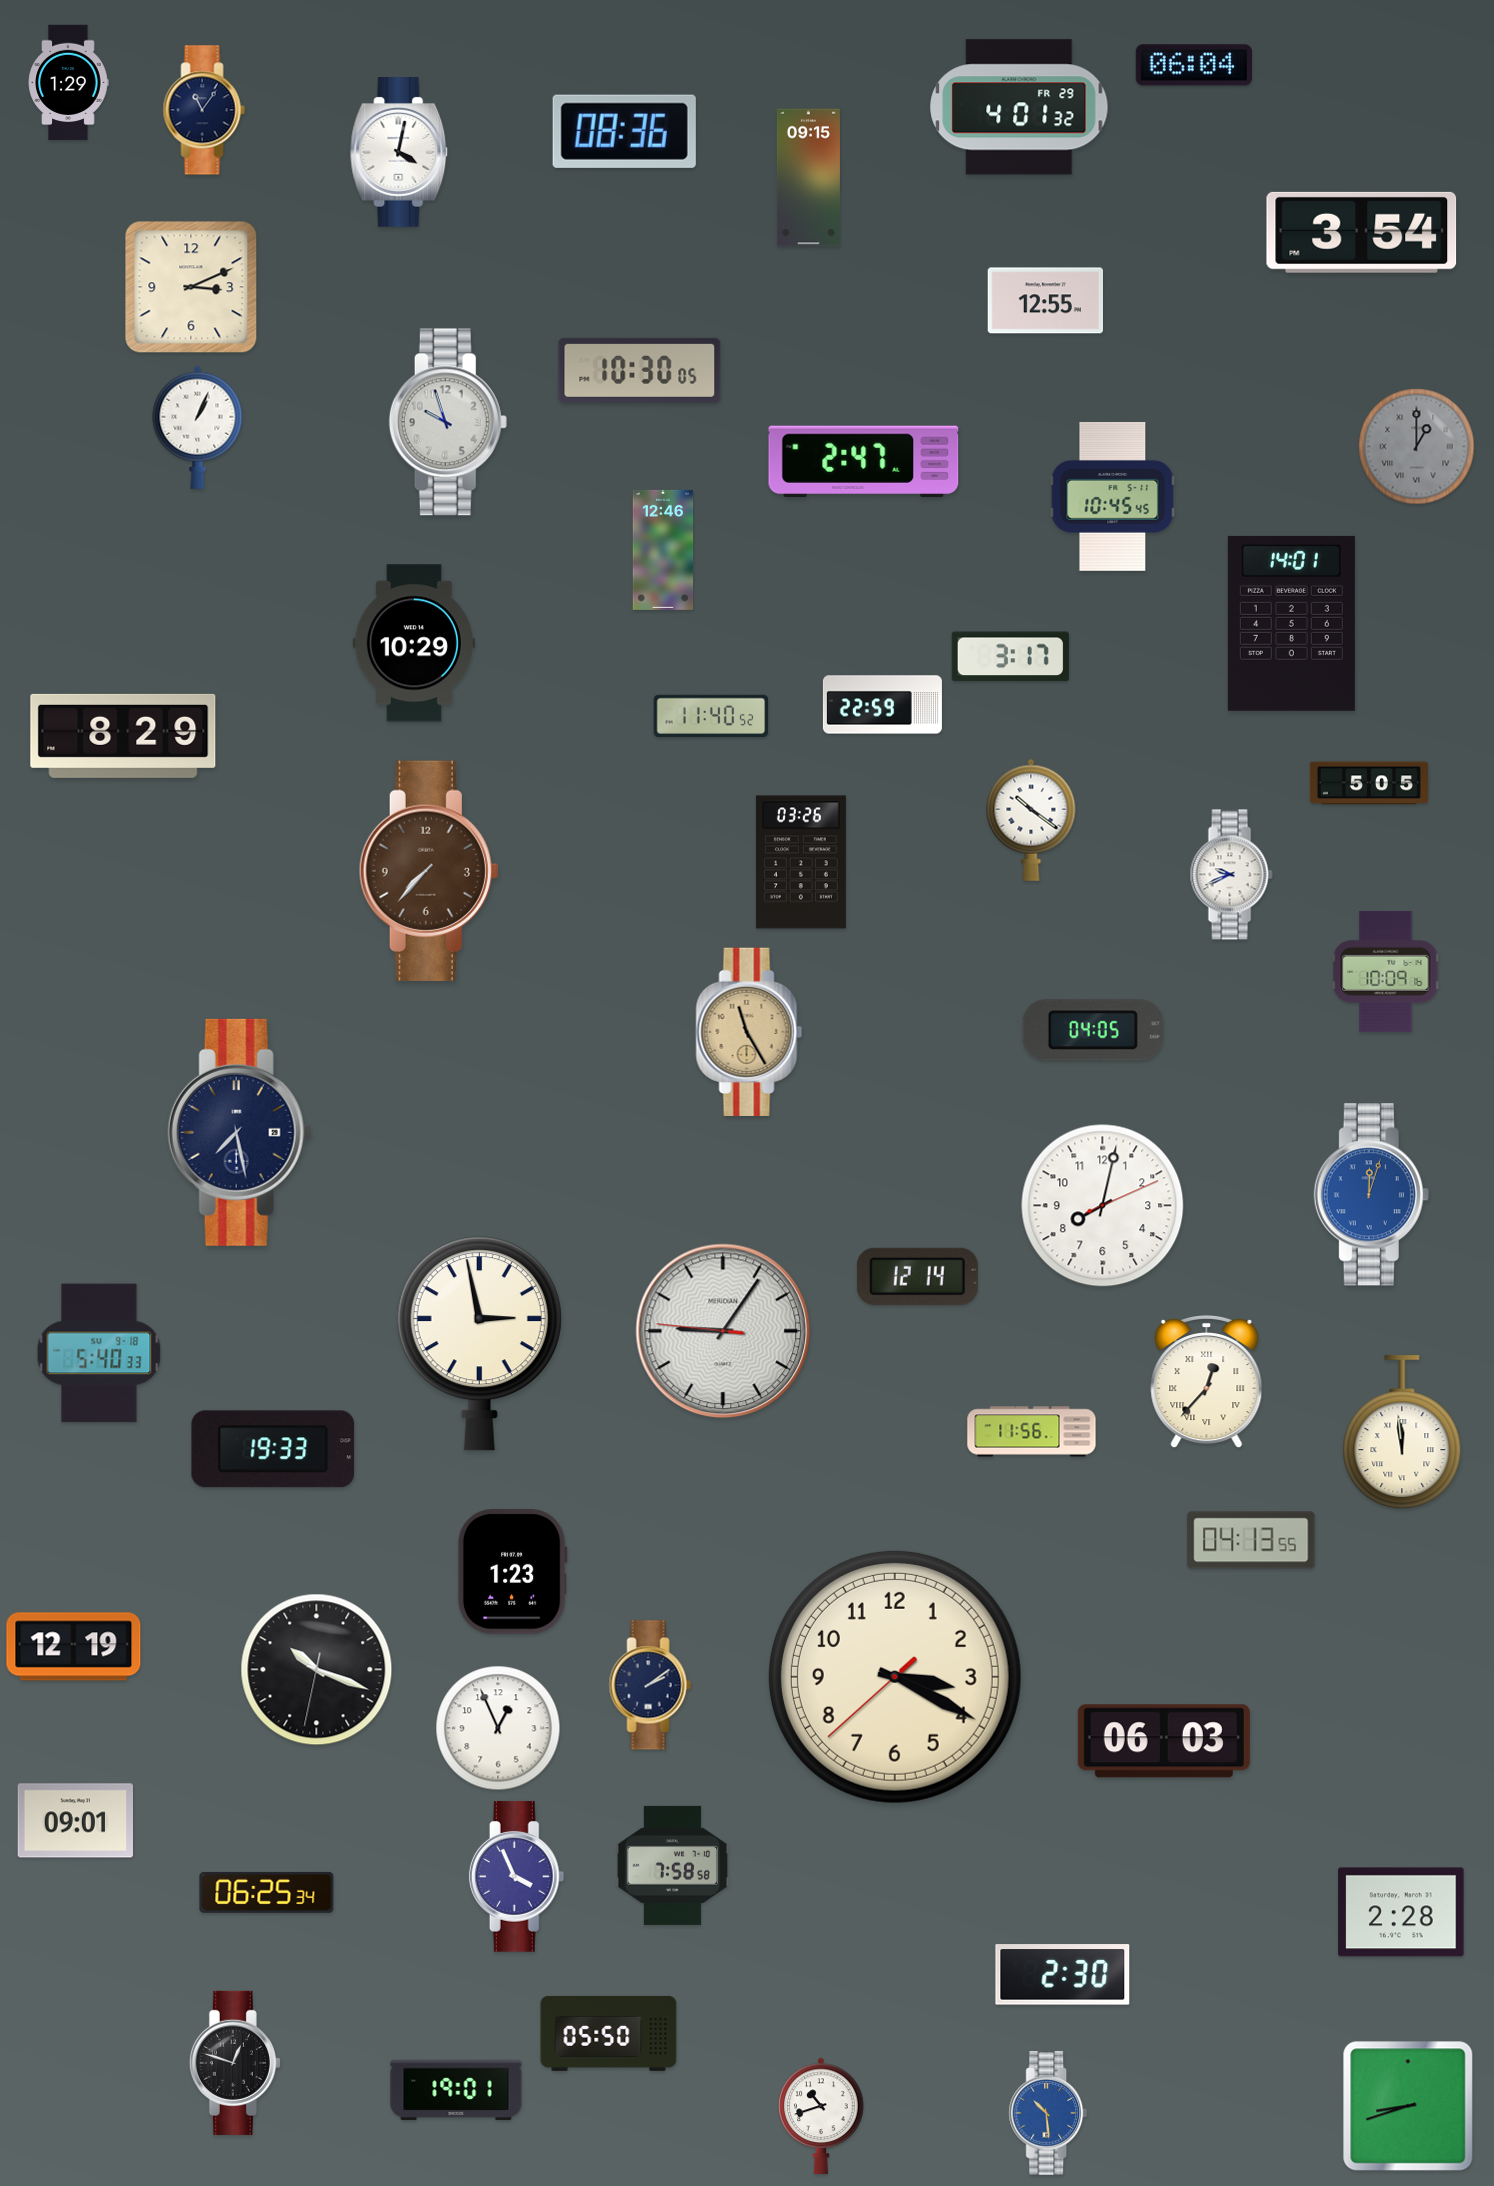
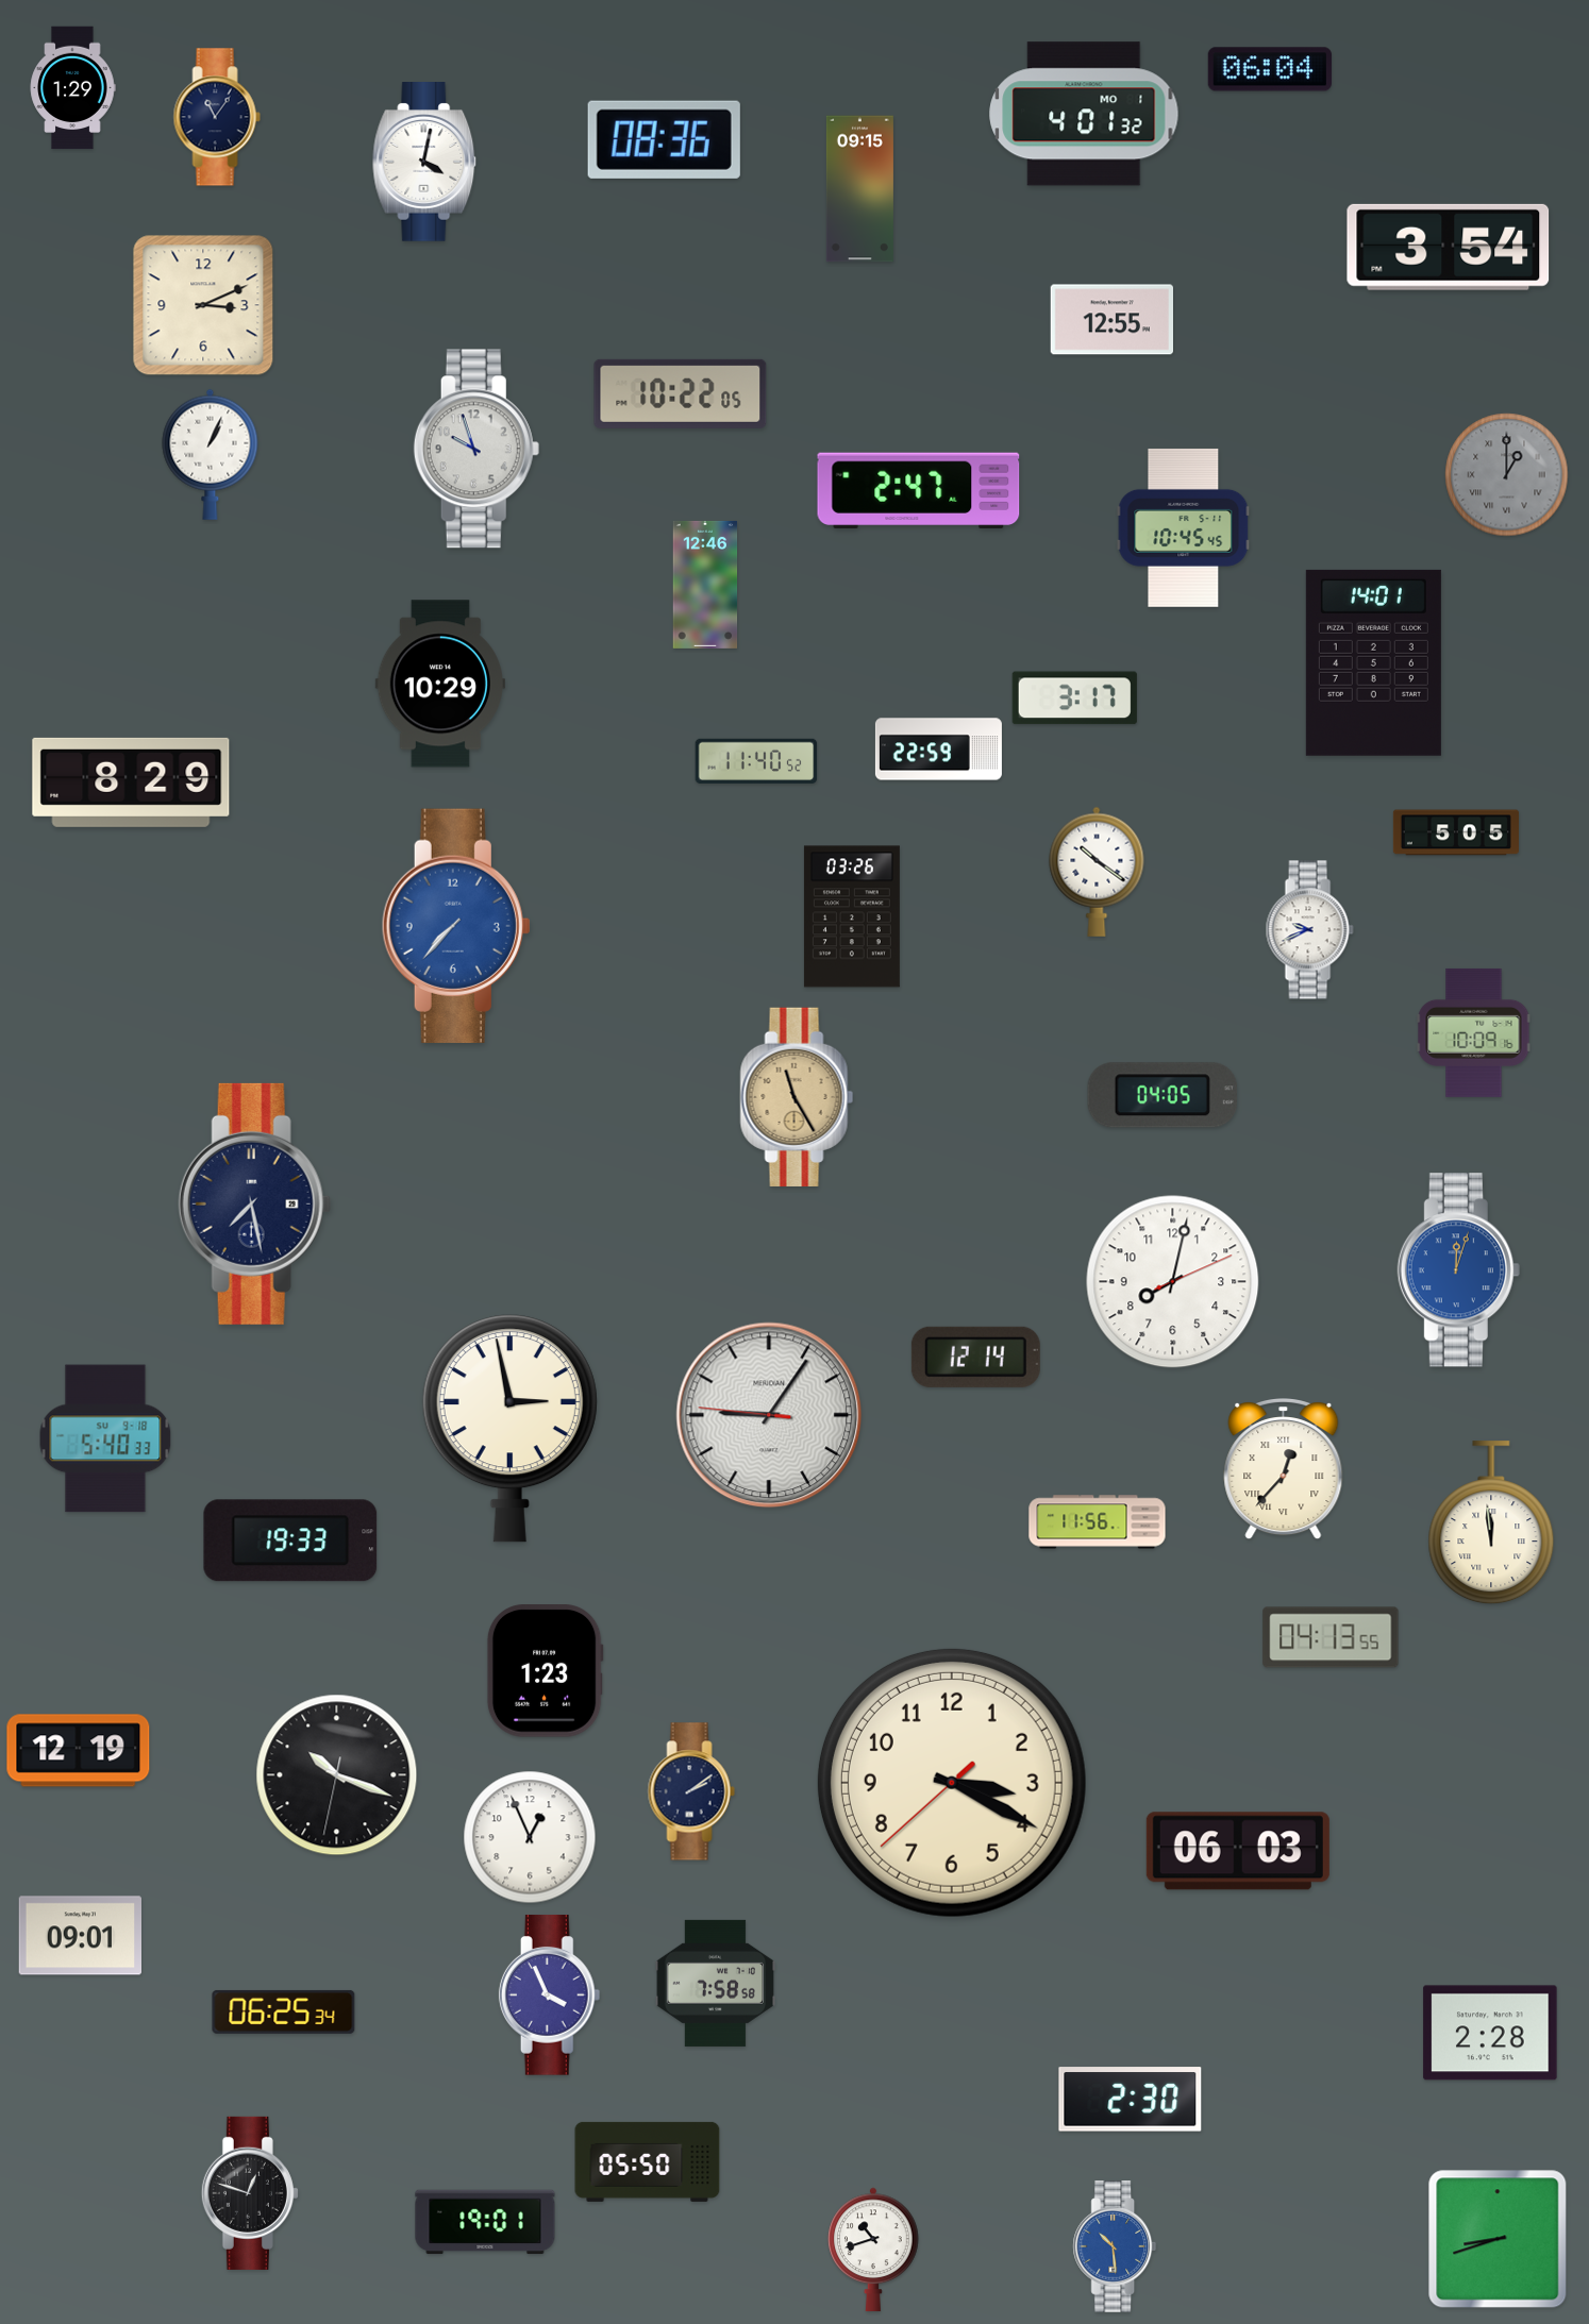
clock at (1019, 107) date: FR 29 -> MO 1
clock at (640, 370): 10:30 -> 10:22
clock at (429, 871) dial: brown -> blue
